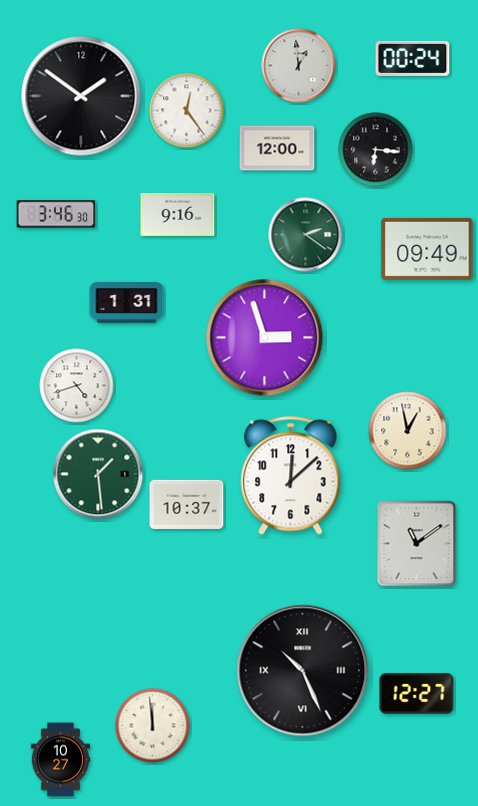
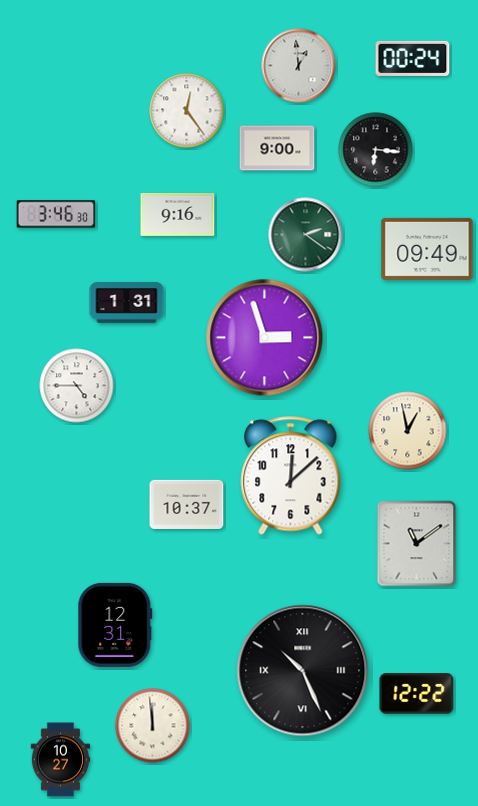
clock at (81, 96): 1:51 -> none
clock at (277, 148): 12:00 -> 9:00
clock at (77, 386): 4:42 -> 4:45
clock at (98, 474): 1:29 -> none
clock at (115, 625): none -> 12:31
clock at (417, 694): 12:27 -> 12:22
